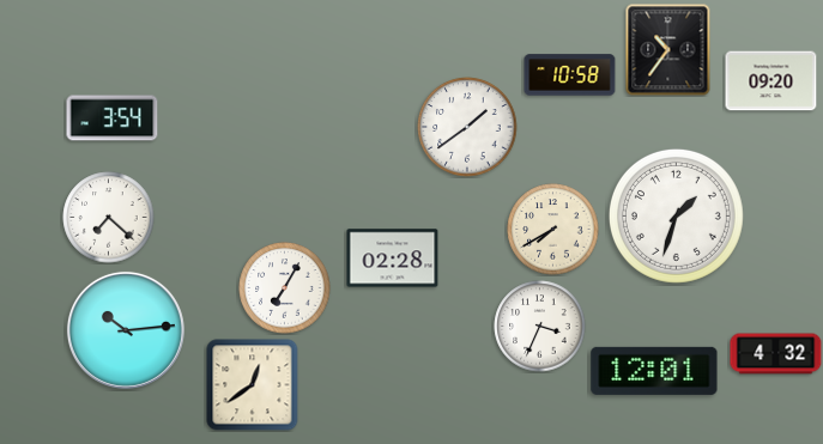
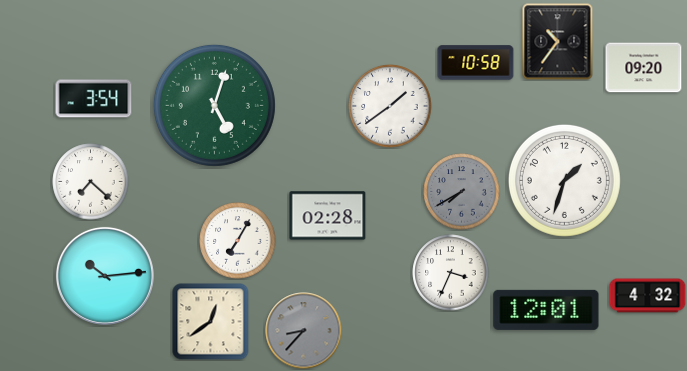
clock at (214, 105): none -> 5:03
clock at (553, 230) dial: cream -> grey
clock at (304, 331): none -> 8:37
